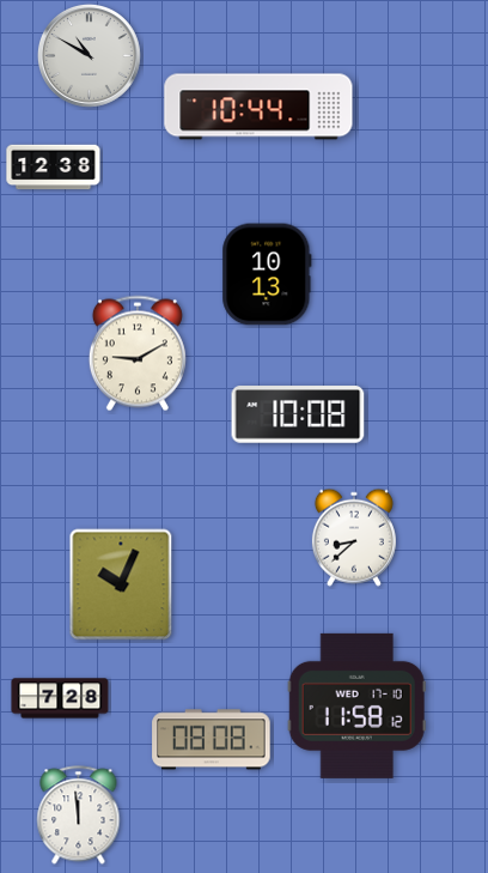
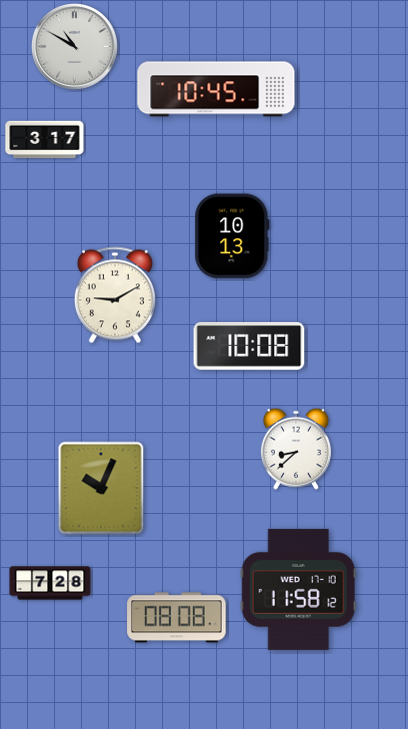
clock at (258, 107): 10:44 -> 10:45
clock at (54, 168): 12:38 -> 3:17
clock at (267, 274) position: (267, 274) -> (232, 236)
clock at (79, 816): 11:59 -> none
